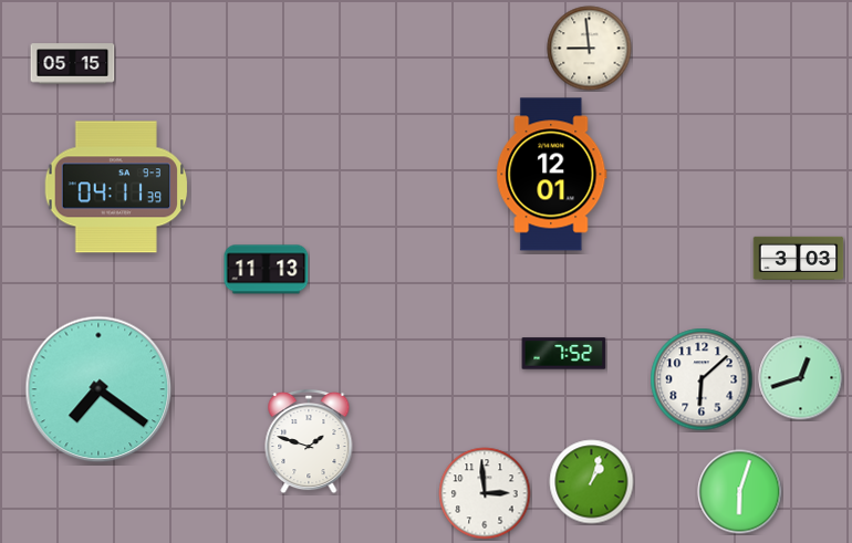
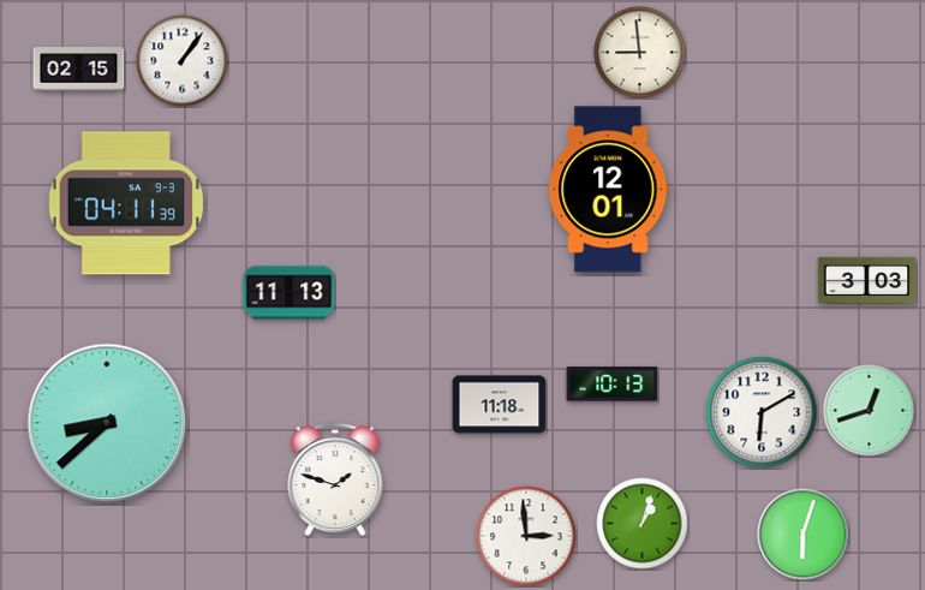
clock at (183, 61): none -> 1:06
clock at (73, 64): 05:15 -> 02:15
clock at (552, 175) position: (552, 175) -> (609, 190)
clock at (564, 354): 7:52 -> 10:13
clock at (500, 405): none -> 11:18
clock at (702, 379): 6:08 -> 6:10
clock at (98, 389): 7:21 -> 8:38
